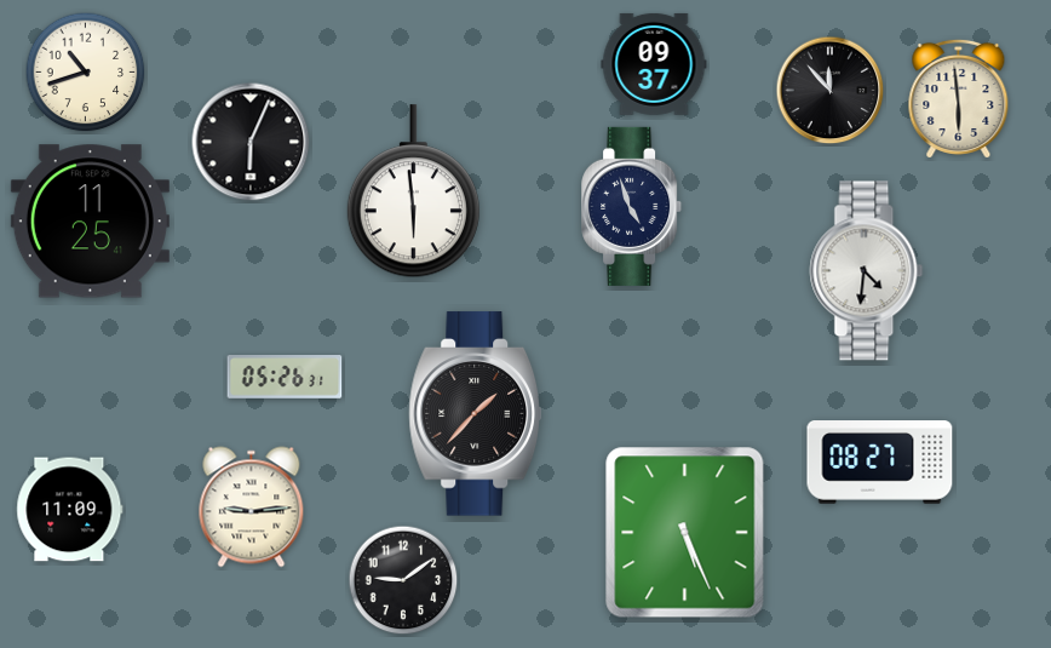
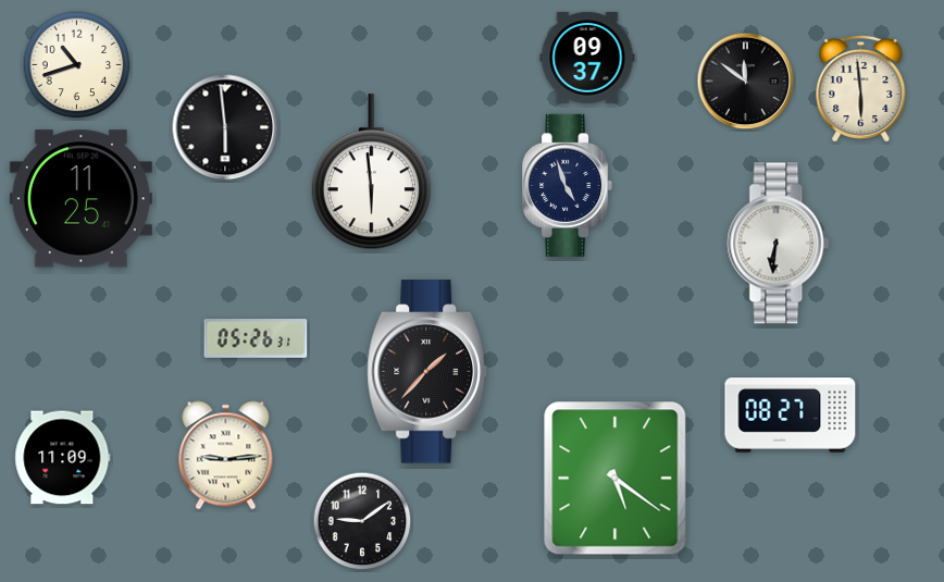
clock at (831, 91): 11:53 -> 11:51
clock at (251, 142): 6:04 -> 5:59
clock at (867, 271): 4:31 -> 6:31
clock at (685, 533): 5:26 -> 5:21
